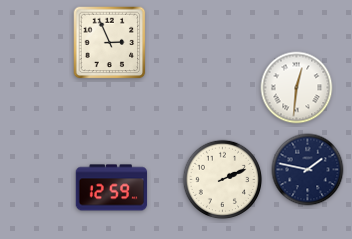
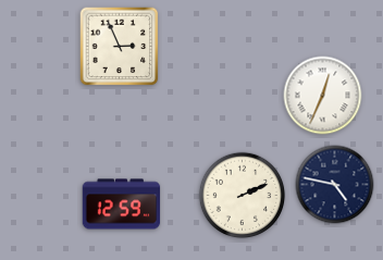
clock at (297, 88): 12:31 -> 12:34
clock at (308, 170): 1:47 -> 4:47
